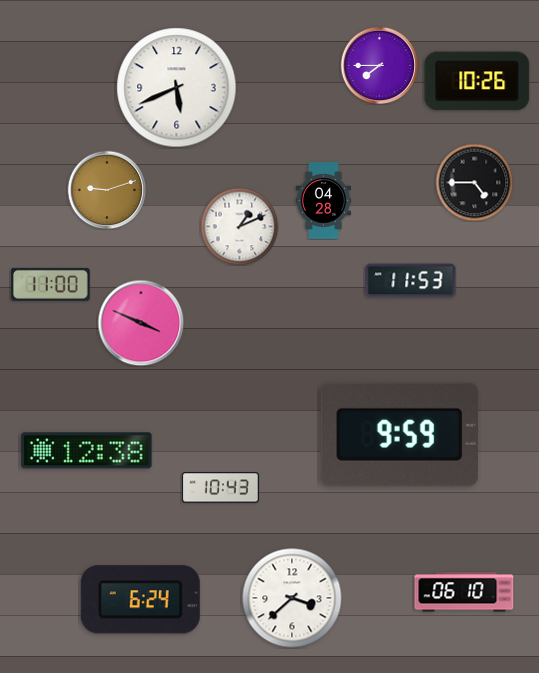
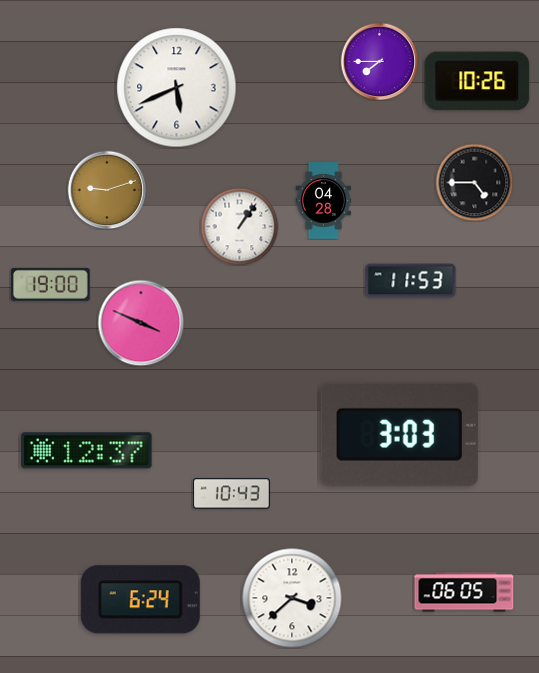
clock at (379, 65) position: (379, 65) -> (379, 61)
clock at (239, 226): 1:11 -> 1:06
clock at (51, 284): 11:00 -> 19:00
clock at (399, 434): 9:59 -> 3:03
clock at (87, 451): 12:38 -> 12:37
clock at (221, 488) position: (221, 488) -> (232, 494)
clock at (464, 592): 06:10 -> 06:05
